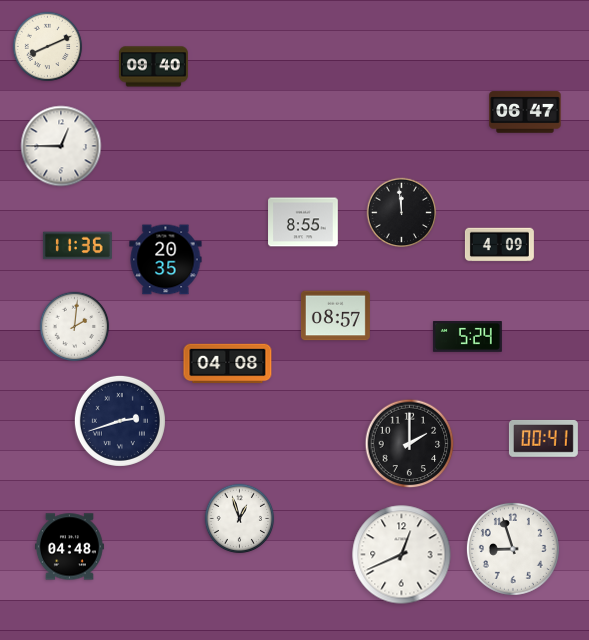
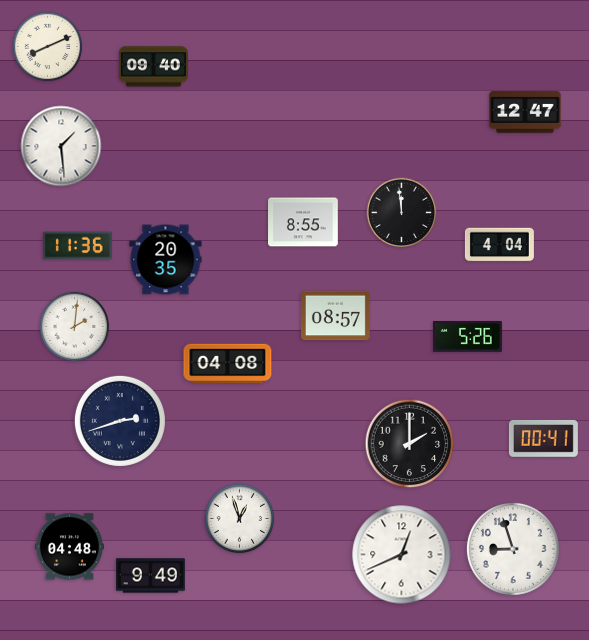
clock at (525, 112): 06:47 -> 12:47
clock at (61, 146): 12:45 -> 1:29
clock at (499, 245): 4:09 -> 4:04
clock at (467, 337): 5:24 -> 5:26
clock at (150, 576): none -> 9:49
